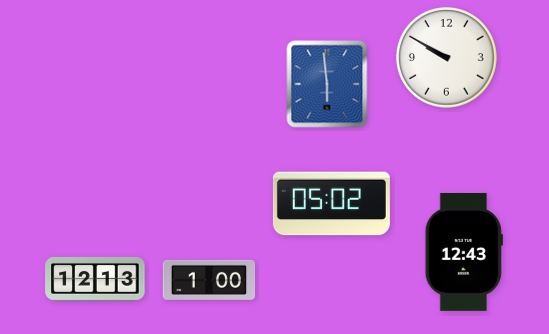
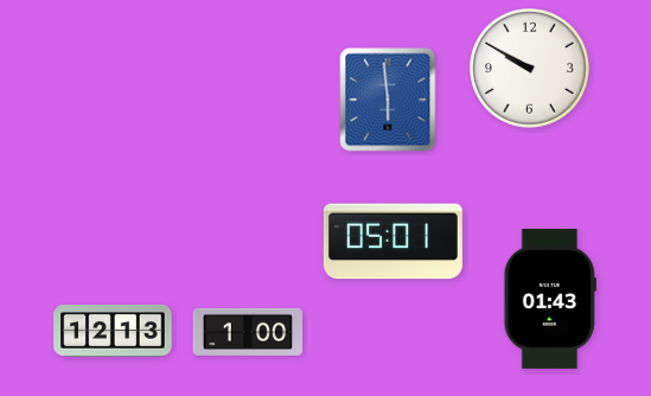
clock at (331, 204): 05:02 -> 05:01
clock at (464, 252): 12:43 -> 01:43
